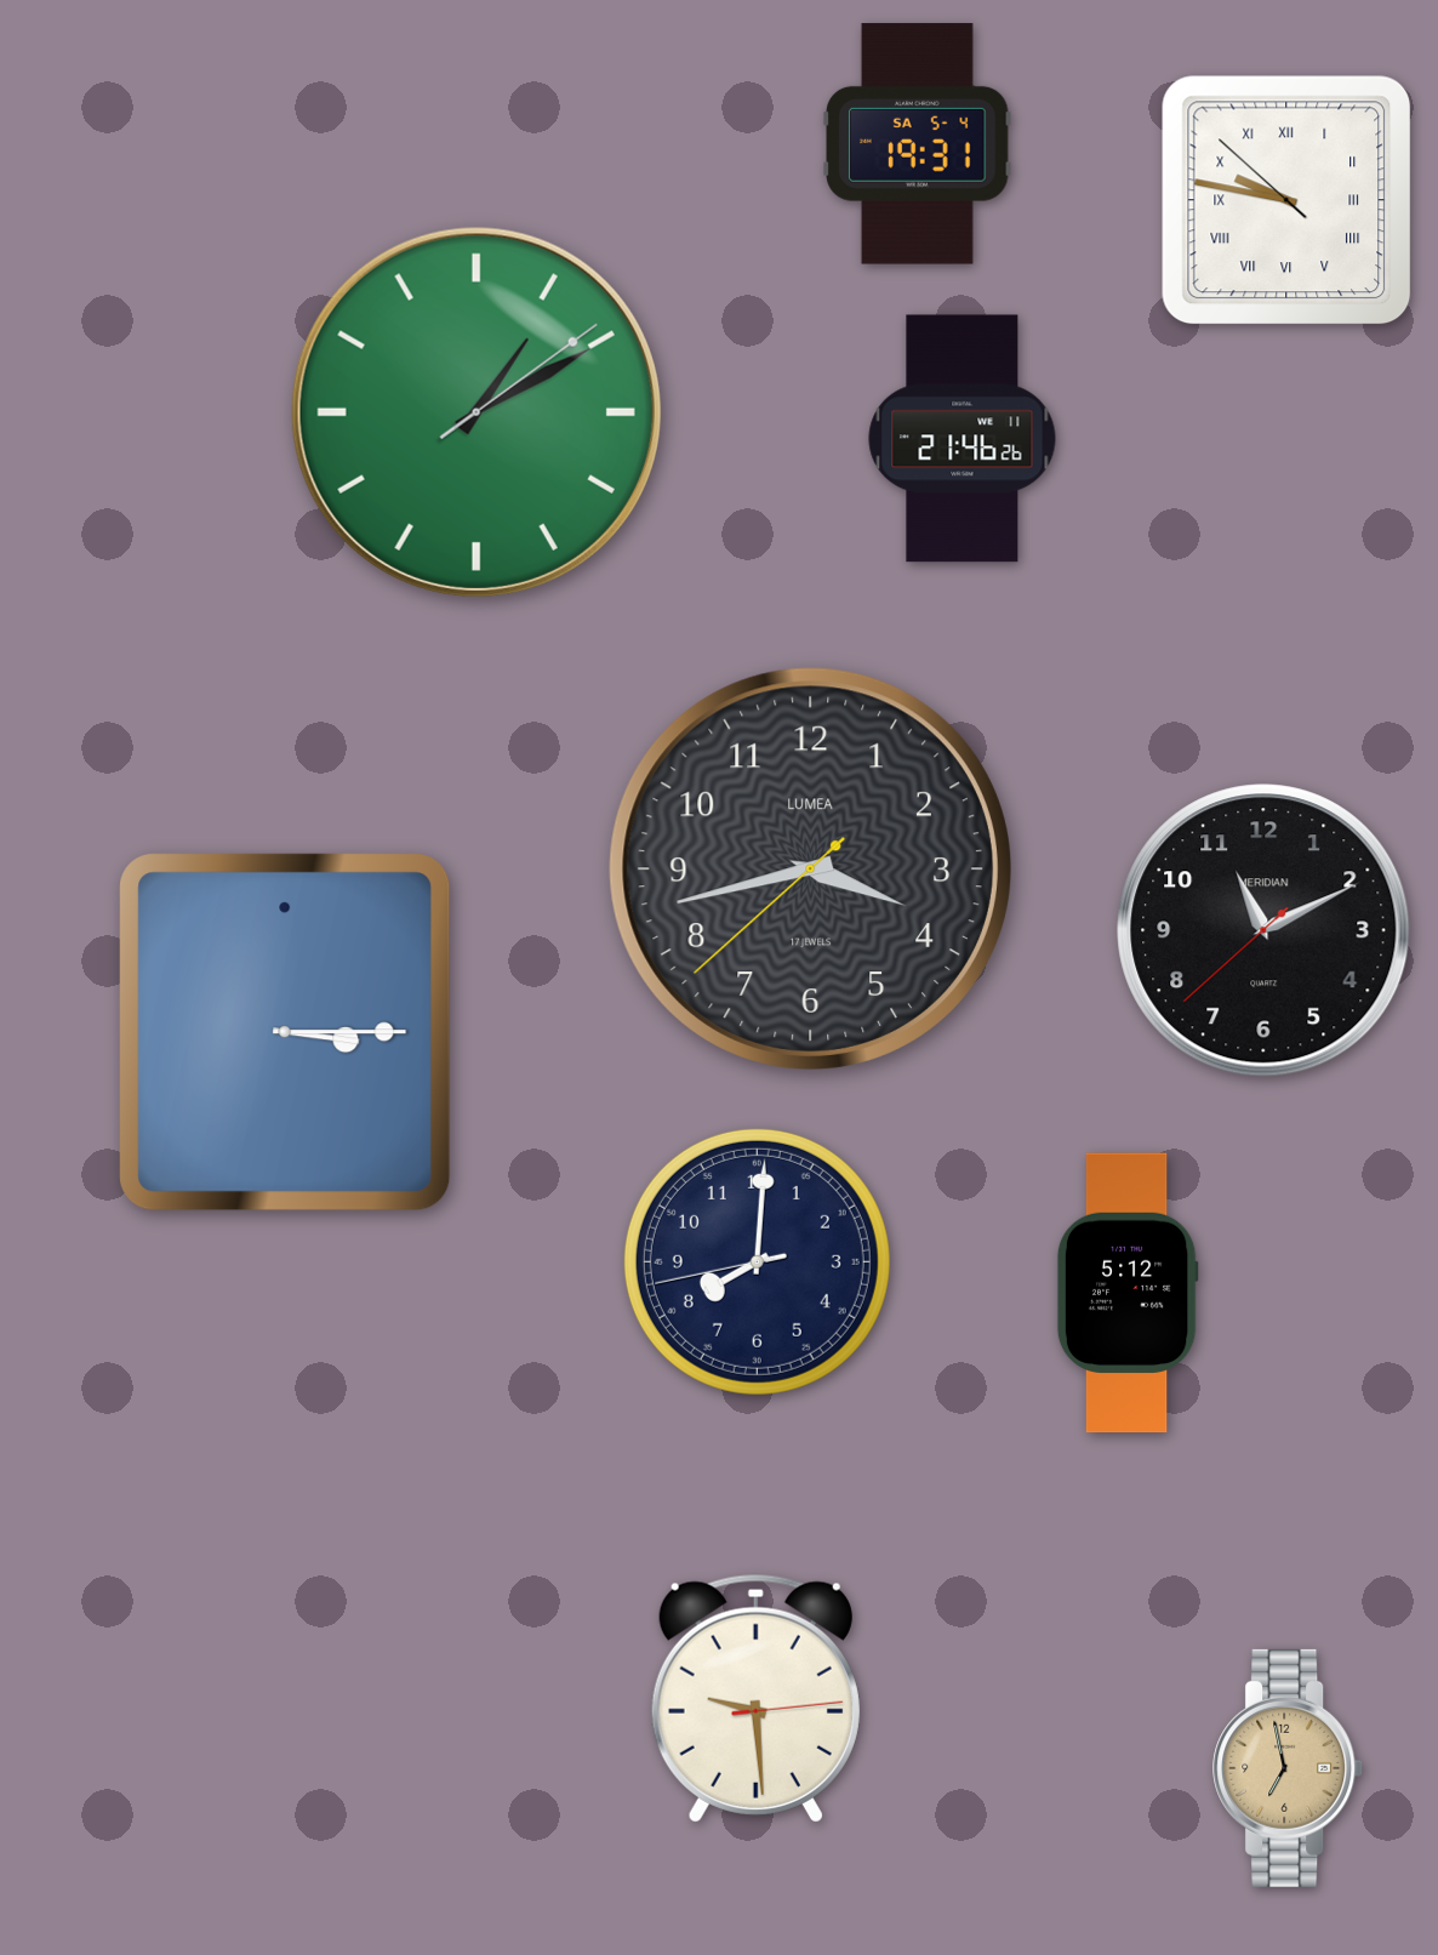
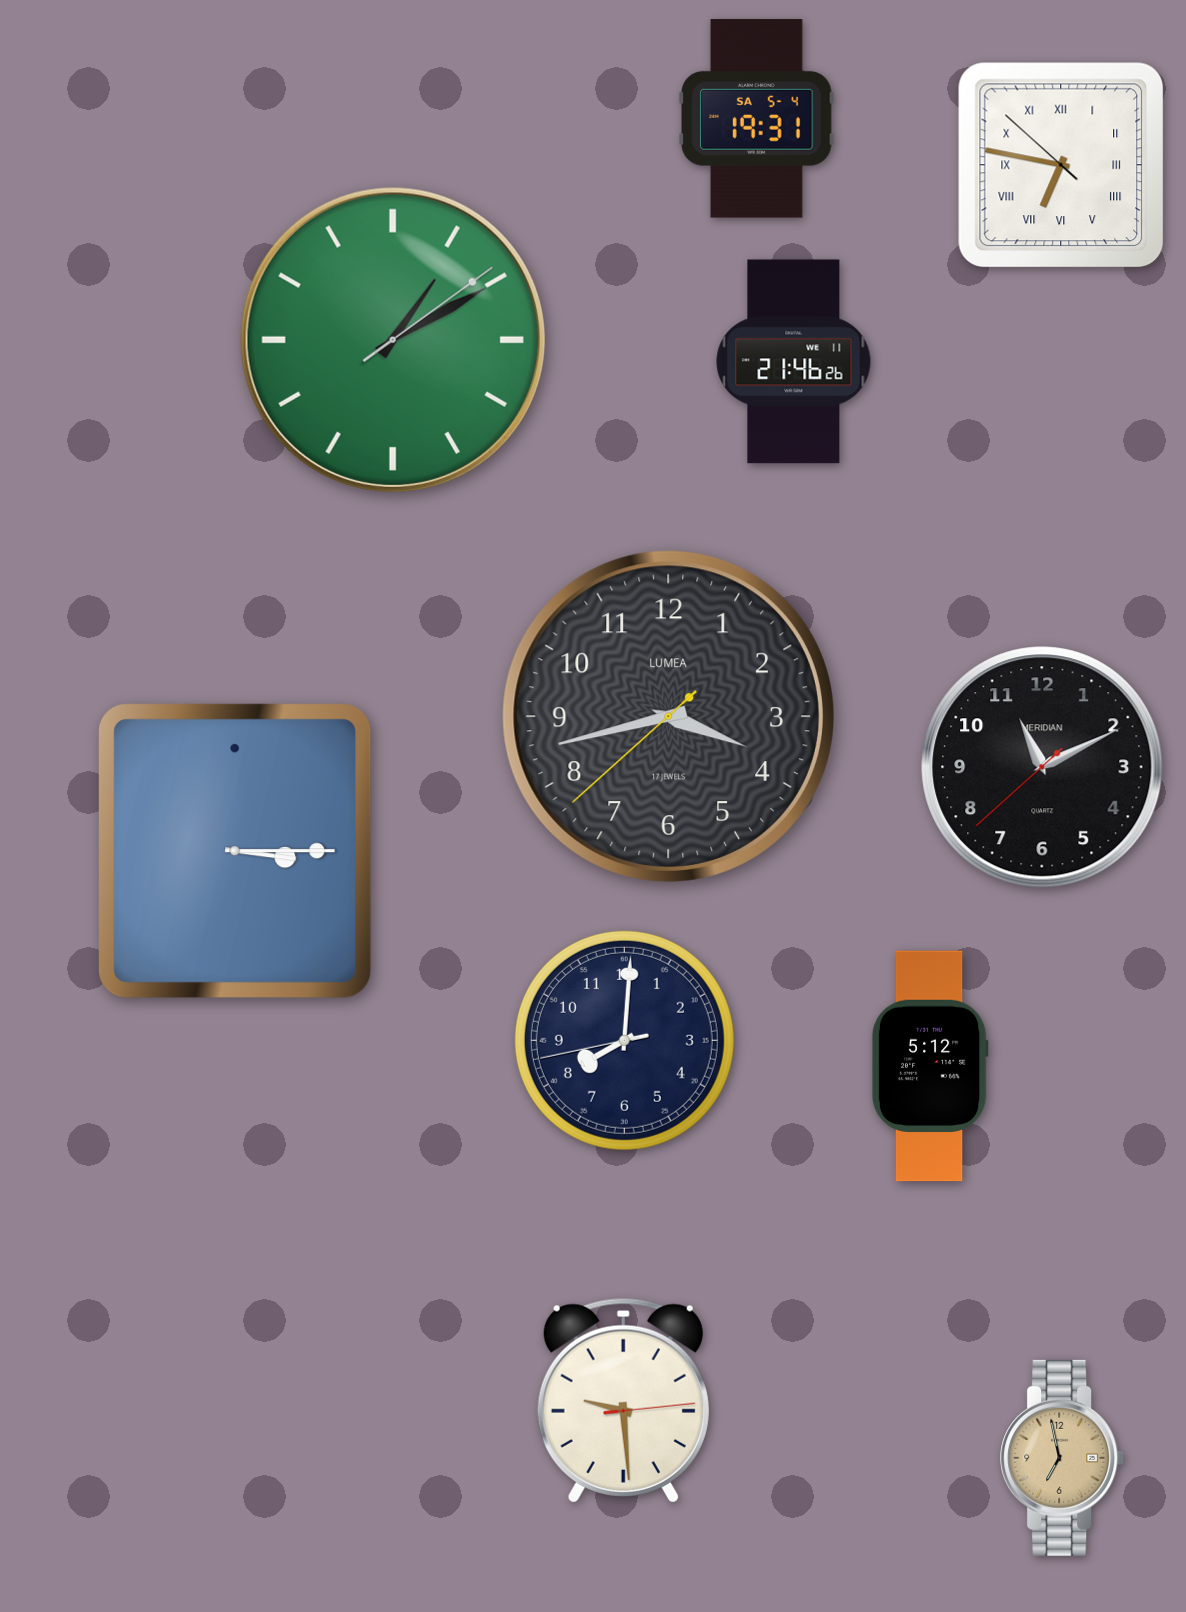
clock at (1286, 200): 9:46 -> 6:46
